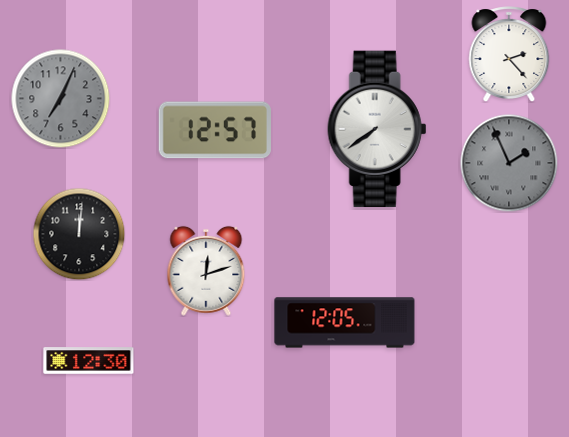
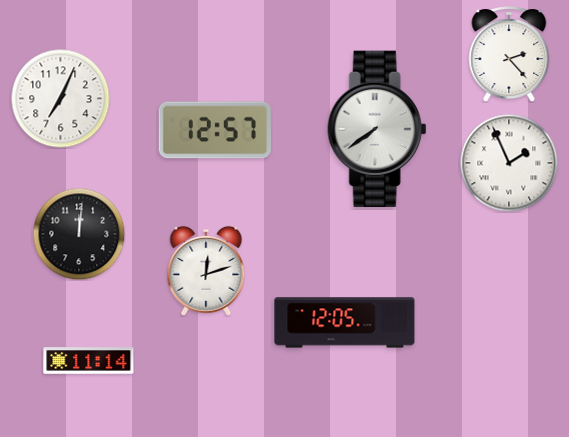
clock at (61, 99) dial: grey -> white
clock at (509, 163) dial: grey -> white
clock at (89, 361): 12:30 -> 11:14
